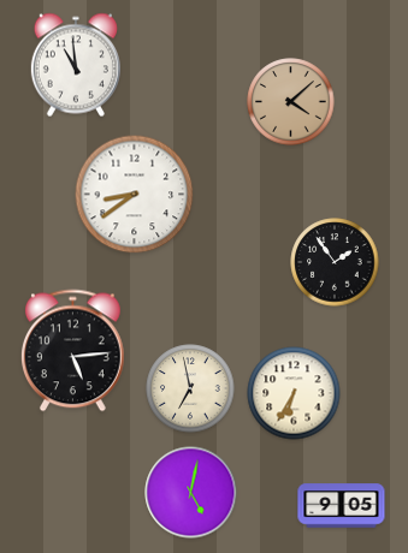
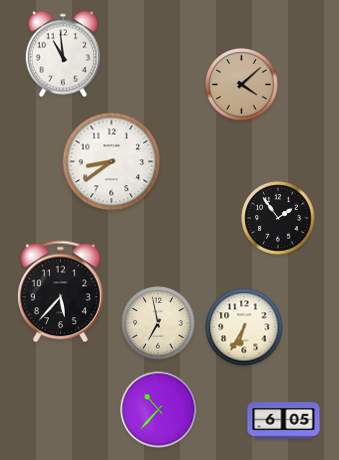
clock at (72, 351): 5:14 -> 5:37
clock at (191, 493): 5:02 -> 10:37
clock at (342, 506): 9:05 -> 6:05
